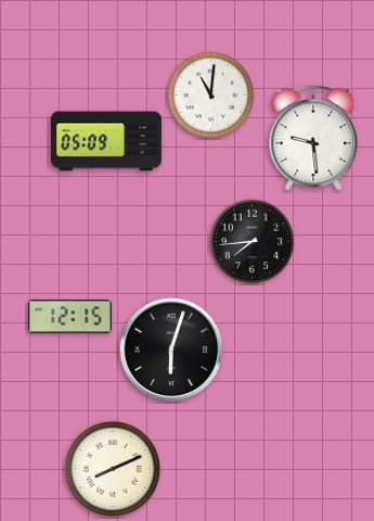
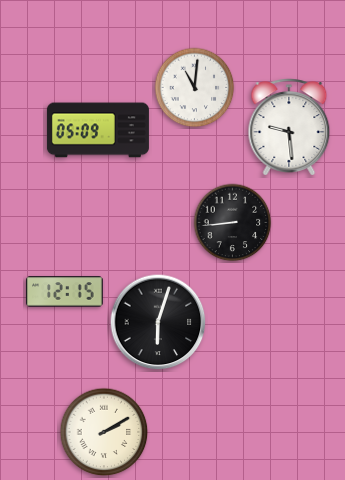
clock at (253, 242): 7:44 -> 8:44
clock at (113, 469): 8:11 -> 2:10
